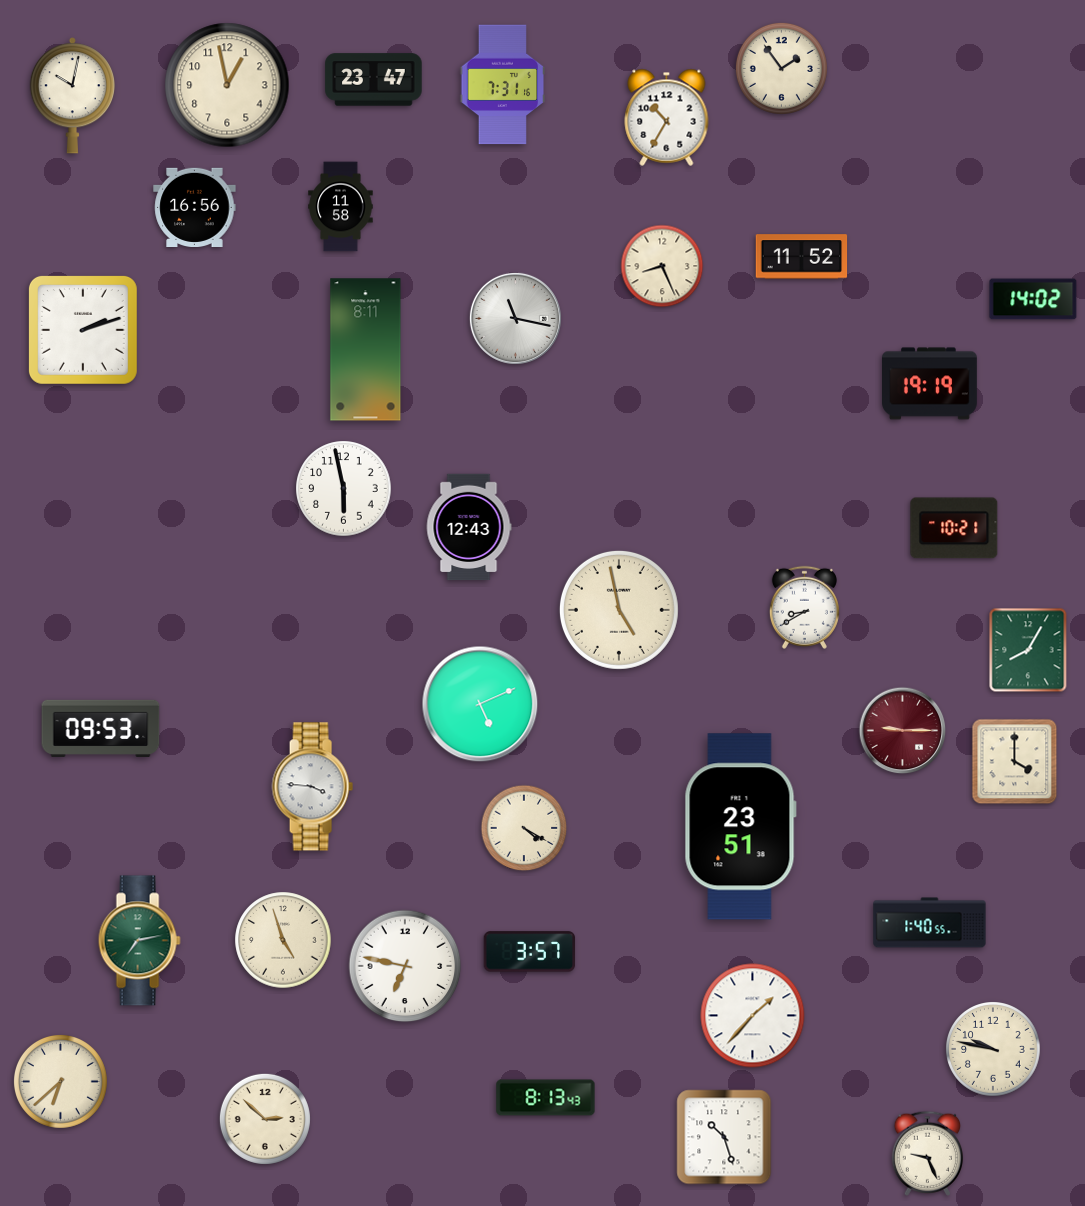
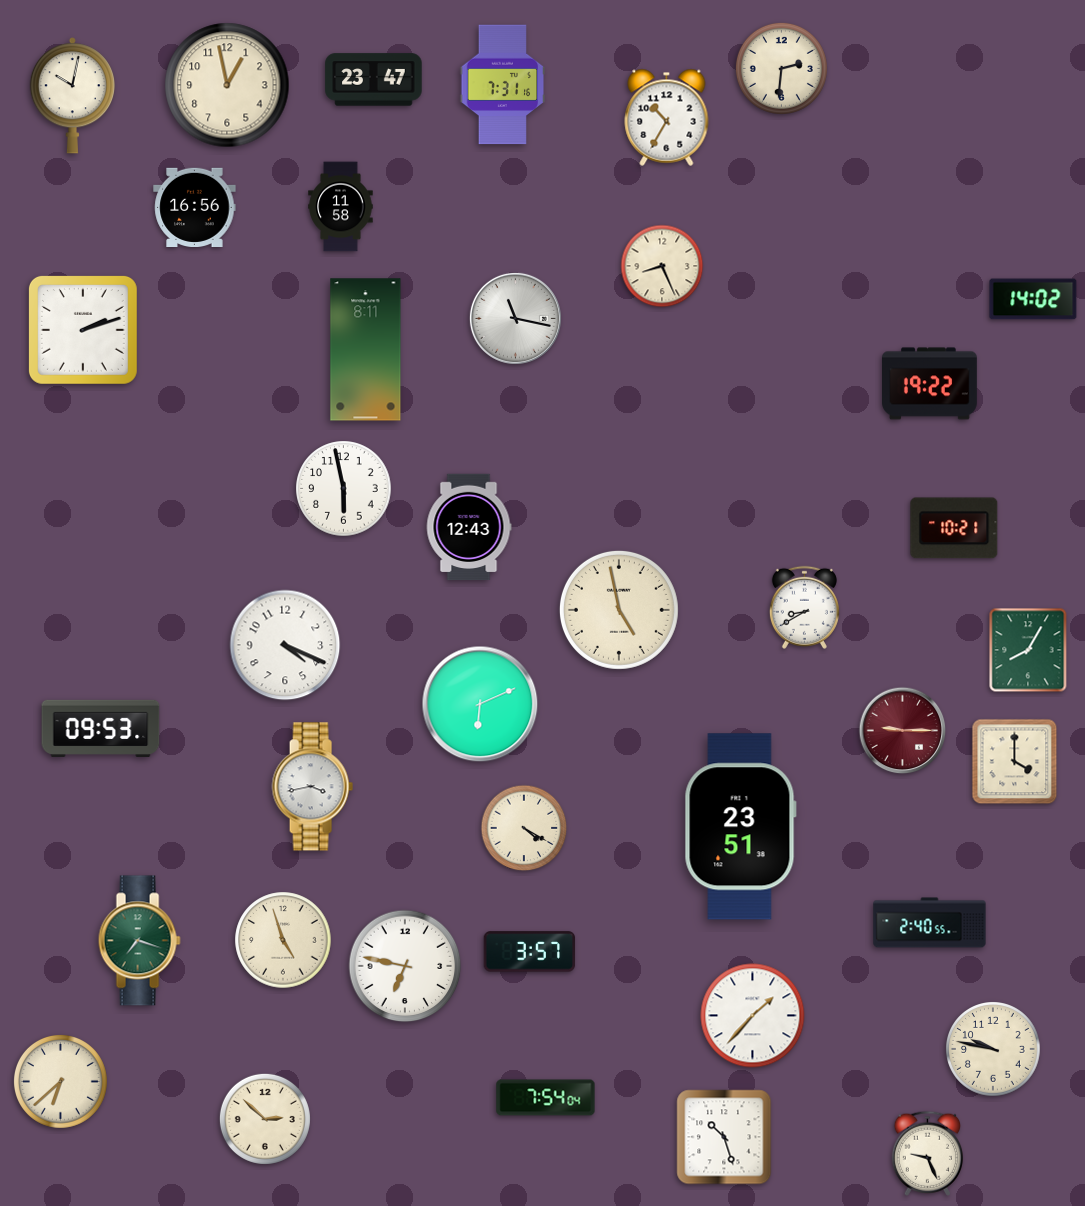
clock at (781, 68): 1:54 -> 2:31
clock at (802, 257): 11:52 -> none
clock at (930, 384): 19:19 -> 19:22
clock at (285, 645): none -> 4:19
clock at (480, 704): 5:11 -> 6:11
clock at (312, 787): 3:46 -> 3:43
clock at (930, 923): 1:40 -> 2:40
clock at (139, 941): 7:13 -> 7:18
clock at (546, 1098): 8:13 -> 7:54
